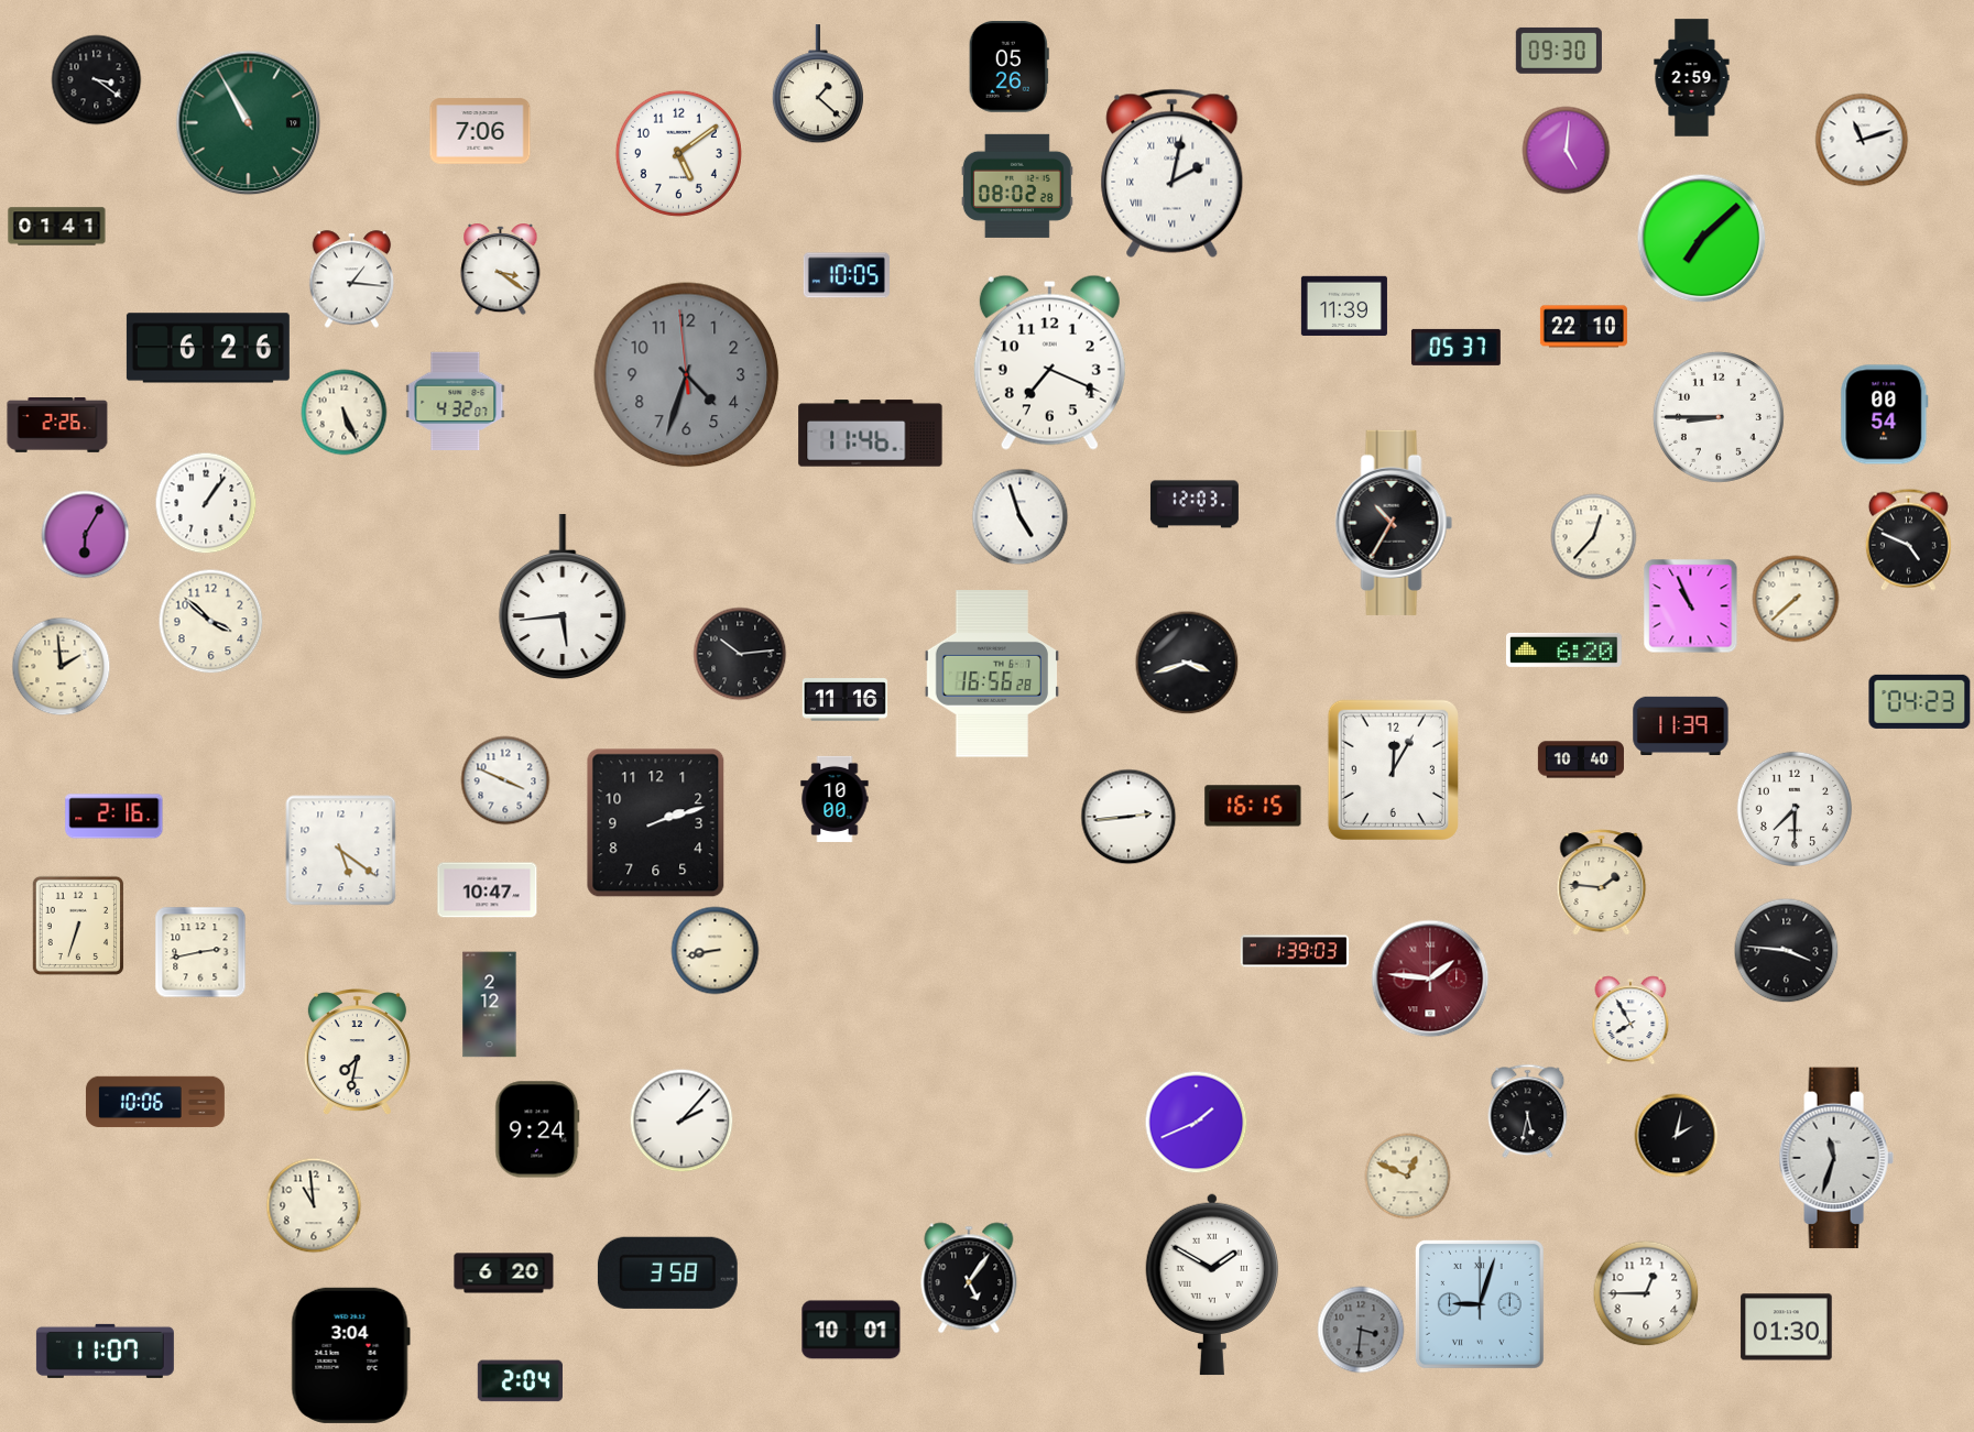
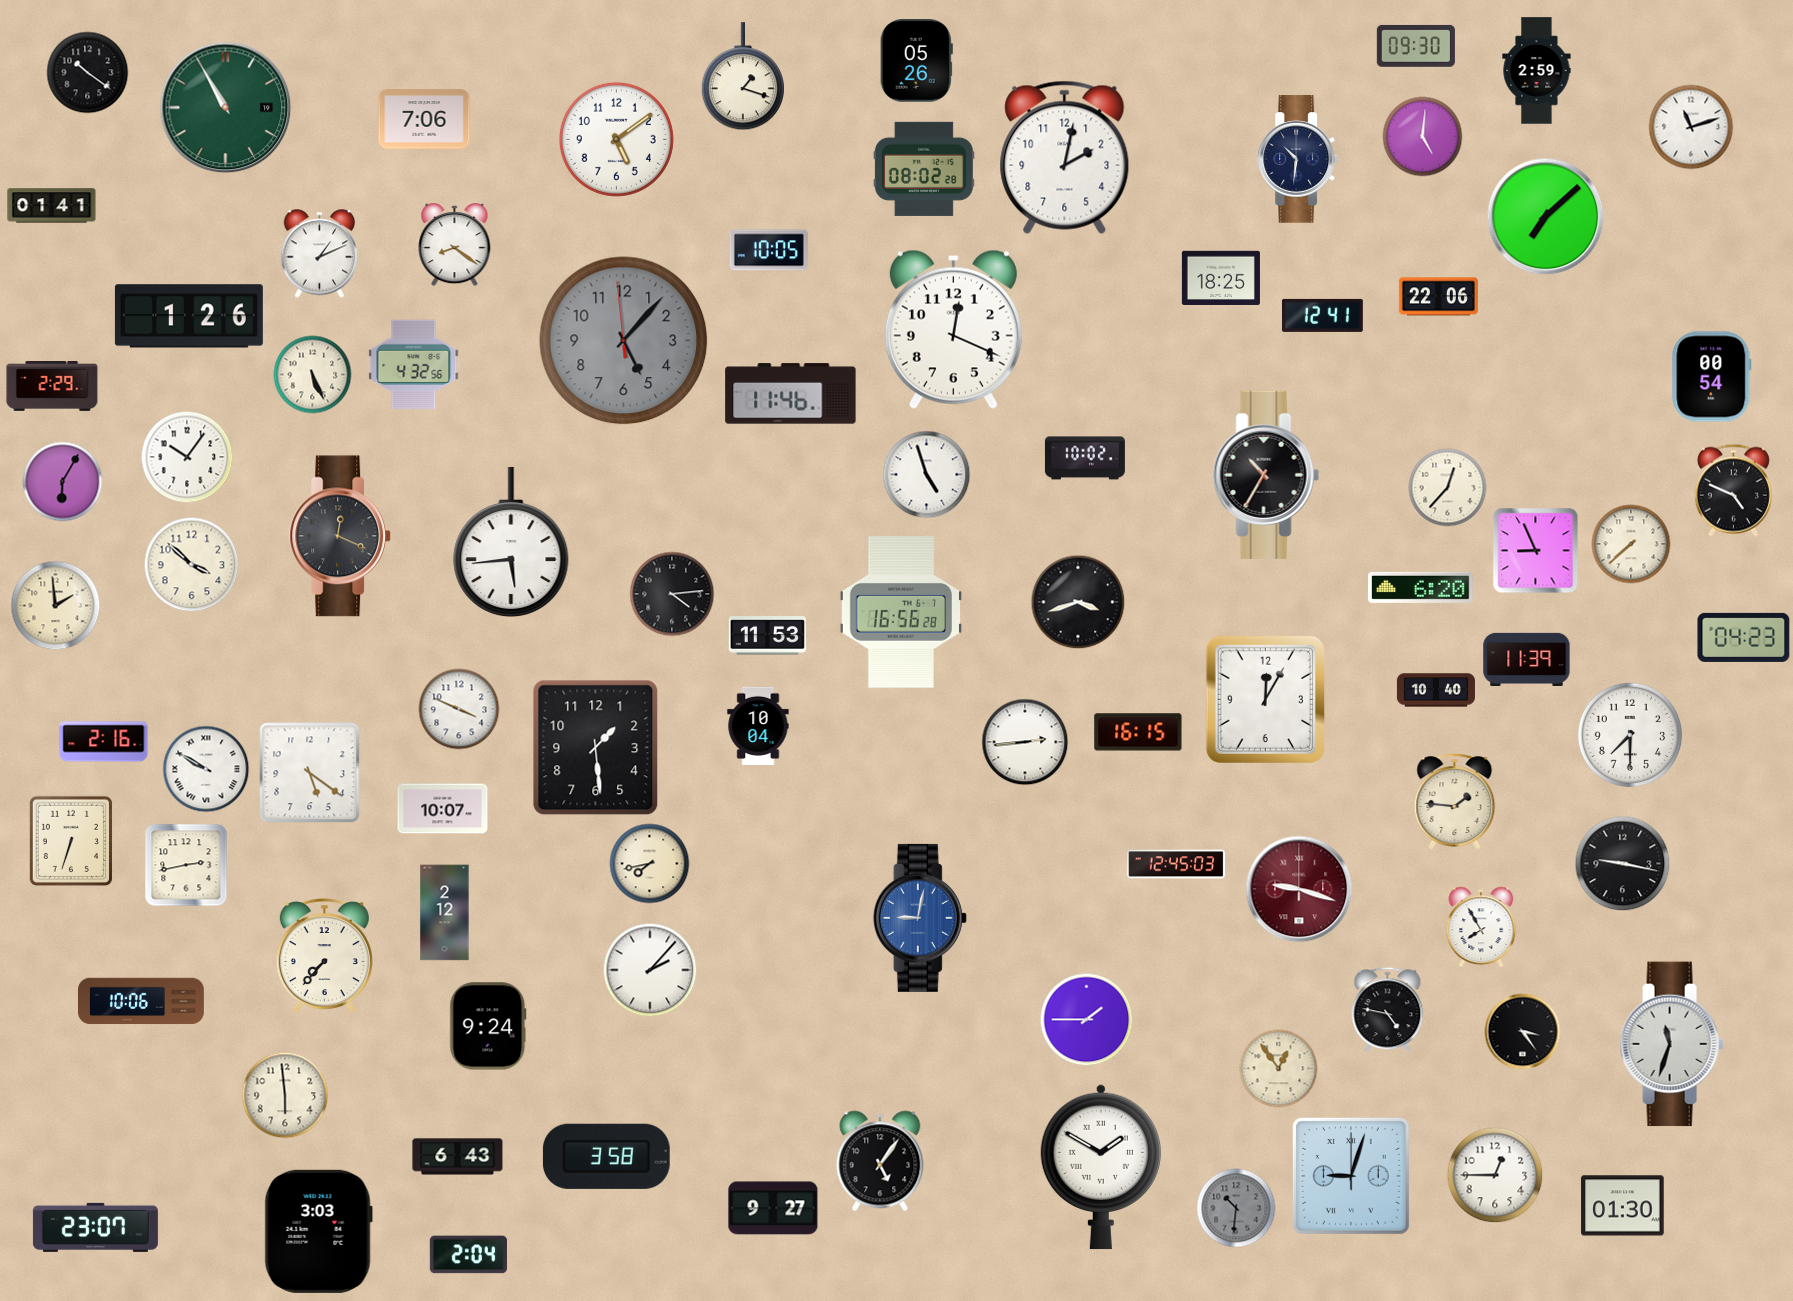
clock at (97, 80): 3:21 -> 10:21
clock at (818, 85): 1:22 -> 1:18
clock at (249, 123) position: (249, 123) -> (226, 108)
clock at (480, 131) position: (480, 131) -> (424, 119)
clock at (1173, 173) numerals: Roman -> Arabic
clock at (1298, 159): none -> 10:31
clock at (501, 270): 3:21 -> 8:21
clock at (352, 280): 1:16 -> 1:11
clock at (1344, 305): 11:39 -> 18:25
clock at (1583, 327): 22:10 -> 22:06
clock at (1455, 347): 05:37 -> 12:41
clock at (208, 348): 6:26 -> 1:26
clock at (1049, 362): 7:19 -> 12:19
clock at (687, 375): 4:32 -> 5:06
clock at (456, 402): 4:32:07 -> 4:32:56
clock at (1719, 417): 8:45 -> none
clock at (57, 426): 2:26 -> 2:29
clock at (206, 503): 1:06 -> 10:06
clock at (1195, 504): 12:03 -> 10:02
clock at (1021, 517) position: (1021, 517) -> (927, 475)
clock at (86, 535) position: (86, 535) -> (63, 482)
clock at (341, 536): none -> 12:19
clock at (1691, 606): 10:56 -> 8:56
clock at (1564, 649) position: (1564, 649) -> (1421, 587)
clock at (740, 654): 10:14 -> 4:14
clock at (844, 700): 11:16 -> 11:53
clock at (835, 799): 10:00 -> 10:04
clock at (656, 823): 2:12 -> 1:29
clock at (206, 769): none -> 9:50
clock at (488, 890): 10:47 -> 10:07
clock at (716, 951): 8:43 -> 7:43
clock at (1295, 951): 1:39 -> 12:45
clock at (1787, 951): 3:46 -> 9:17
clock at (200, 952) position: (200, 952) -> (186, 865)
clock at (1430, 979): 1:46 -> 9:18
clock at (920, 918): none -> 9:02
clock at (357, 1053): 7:32 -> 7:37
clock at (1528, 1112): 5:32 -> 4:47
clock at (681, 1121) position: (681, 1121) -> (650, 970)
clock at (1197, 1123): 1:41 -> 1:45
clock at (1677, 1136): 2:02 -> 3:24
clock at (1836, 1158) position: (1836, 1158) -> (1672, 1044)
clock at (1408, 1177): 12:49 -> 12:54
clock at (314, 1205): 10:59 -> 5:59
clock at (504, 1274): 6:20 -> 6:43
clock at (1480, 1304) position: (1480, 1304) -> (1351, 1176)
clock at (851, 1330): 10:01 -> 9:27
clock at (1361, 1330): 3:31 -> 10:31
clock at (105, 1351): 11:07 -> 23:07
clock at (350, 1355): 3:04 -> 3:03
clock at (520, 1381) position: (520, 1381) -> (468, 1255)
